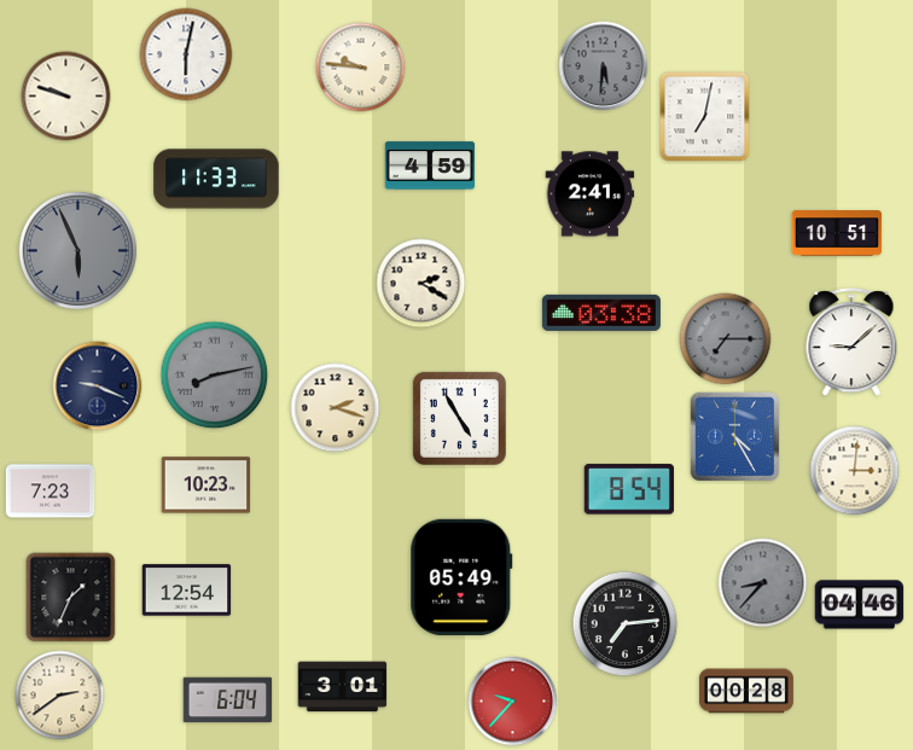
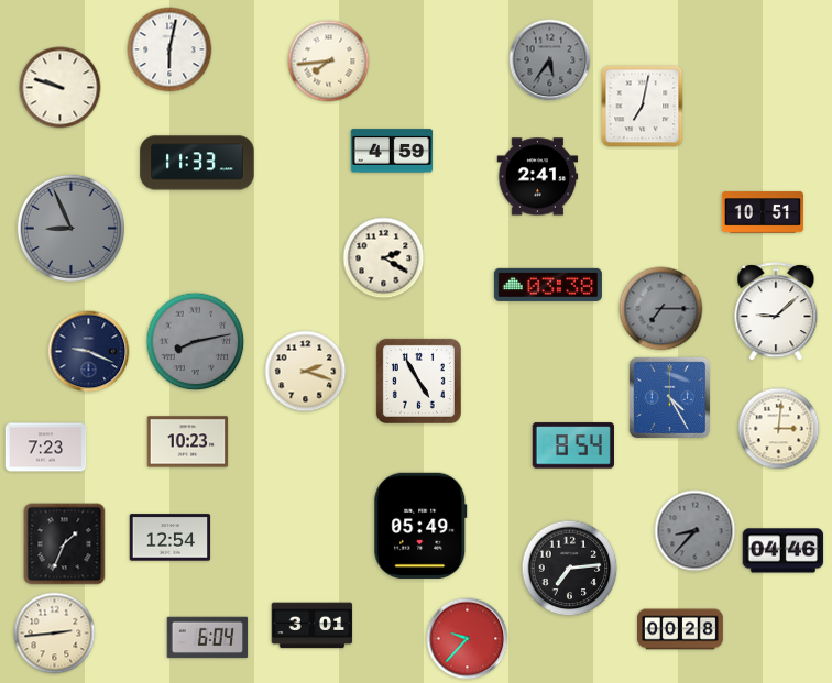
clock at (604, 66): 5:31 -> 5:36
clock at (361, 68): 9:46 -> 7:44
clock at (77, 250): 5:56 -> 8:56
clock at (60, 696): 2:39 -> 2:44
